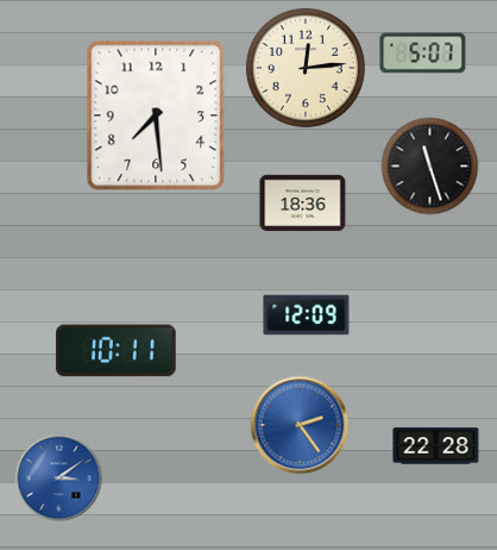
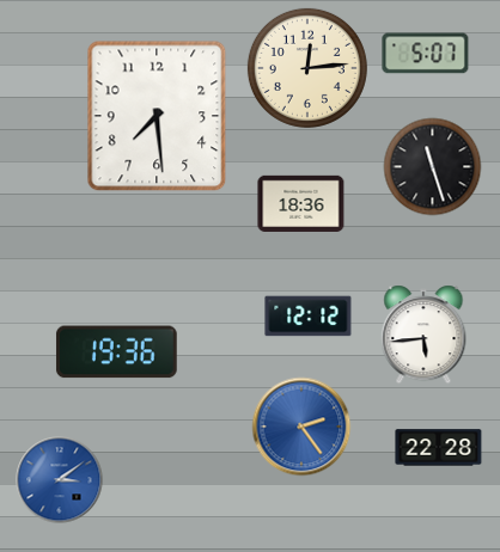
clock at (303, 202) position: (303, 202) -> (301, 203)
clock at (307, 315): 12:09 -> 12:12
clock at (423, 335): none -> 5:44
clock at (115, 351): 10:11 -> 19:36
